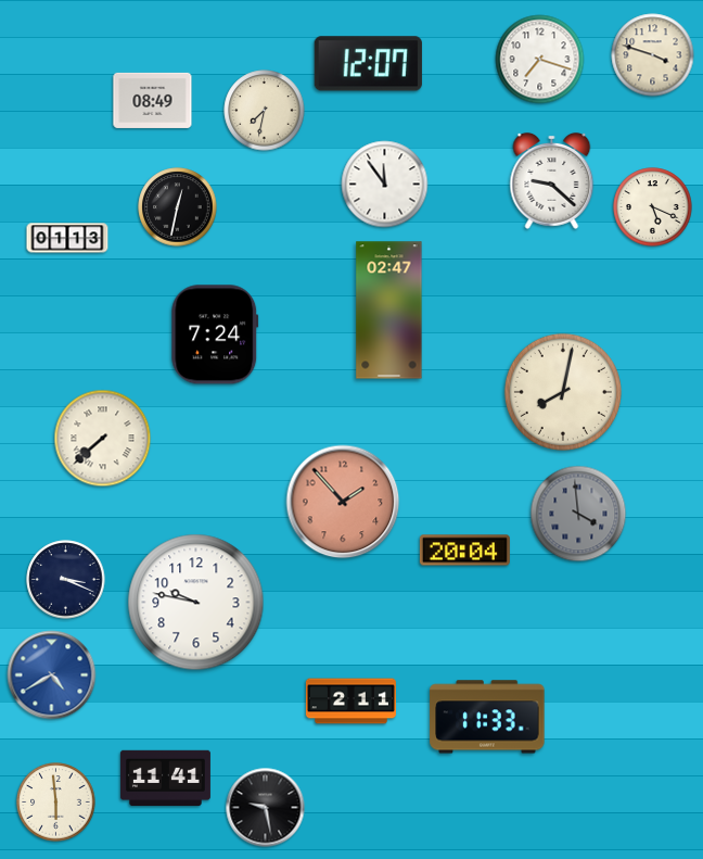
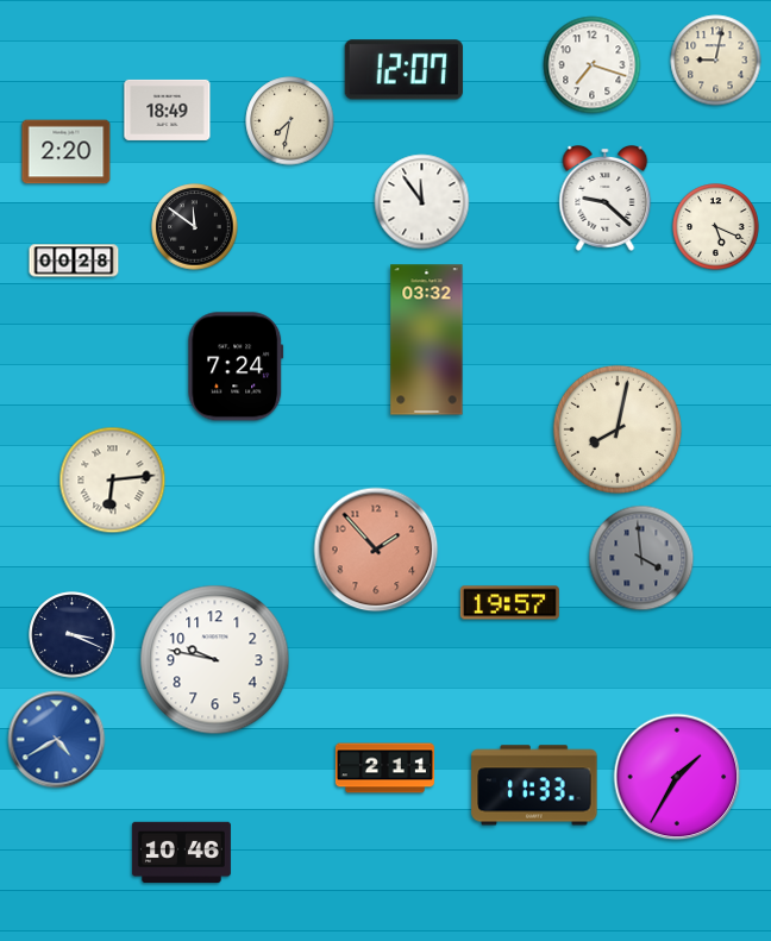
clock at (653, 55): 3:48 -> 9:02
clock at (153, 100): 08:49 -> 18:49
clock at (67, 152): none -> 2:20
clock at (178, 207): 12:32 -> 11:51
clock at (67, 238): 01:13 -> 00:28
clock at (389, 311): 02:47 -> 03:32
clock at (103, 439): 7:38 -> 6:14
clock at (578, 514) position: (578, 514) -> (641, 558)
clock at (464, 551): 20:04 -> 19:57
clock at (677, 777): none -> 1:35
clock at (165, 779): 11:41 -> 10:46
clock at (56, 803): 5:59 -> none
clock at (266, 808): 9:28 -> none
